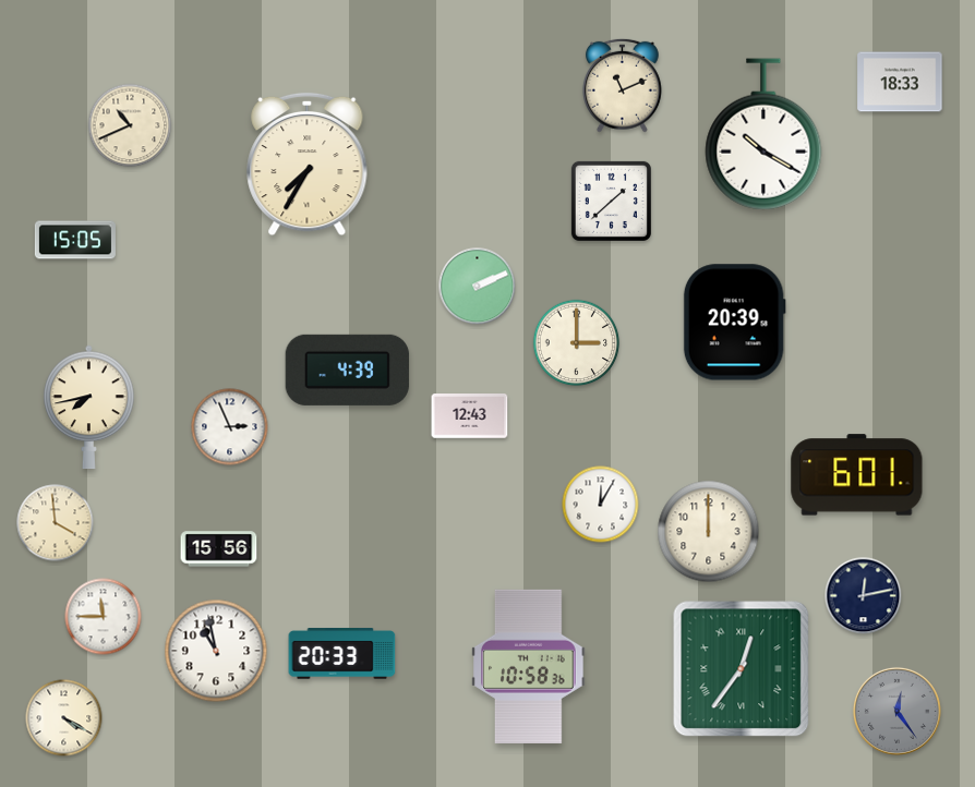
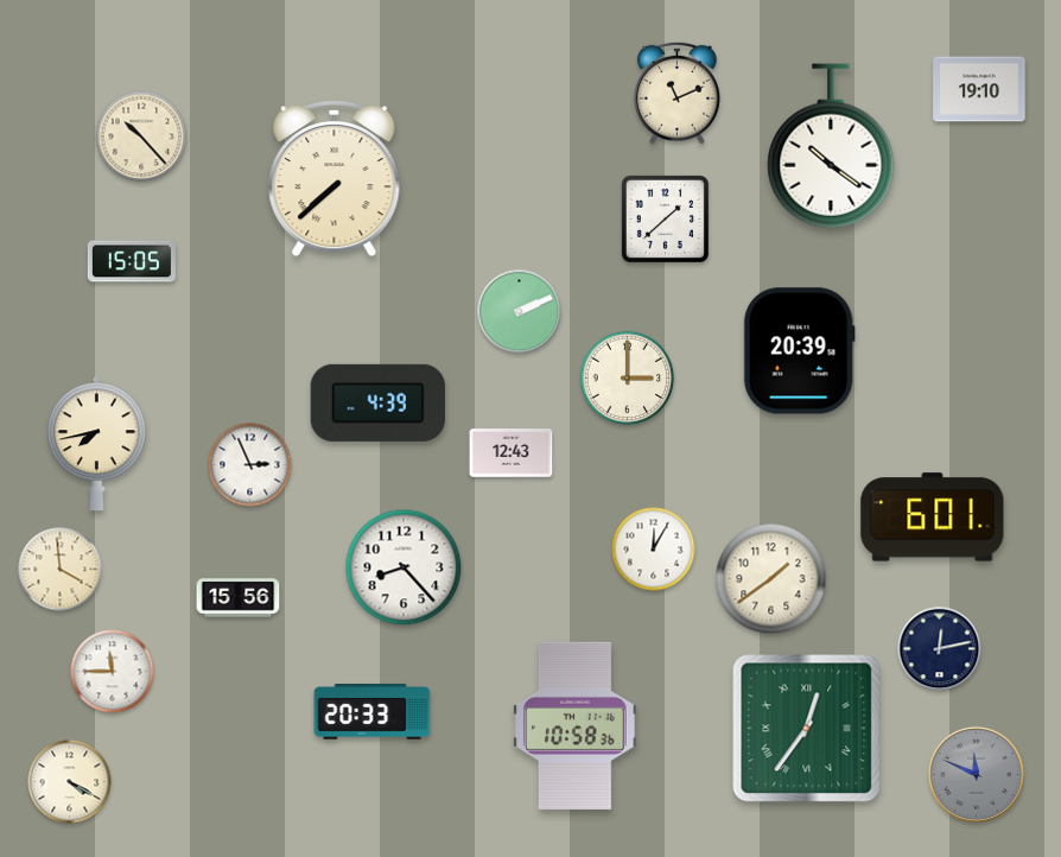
clock at (900, 82): 18:33 -> 19:10
clock at (130, 125): 10:41 -> 10:23
clock at (763, 134): 10:20 -> 10:21
clock at (308, 165): 7:35 -> 7:38
clock at (75, 240) position: (75, 240) -> (132, 261)
clock at (577, 343) position: (577, 343) -> (628, 379)
clock at (404, 567): none -> 8:23
clock at (709, 532): 12:00 -> 1:39
clock at (216, 651): 10:58 -> none
clock at (896, 711): 12:24 -> 11:49
